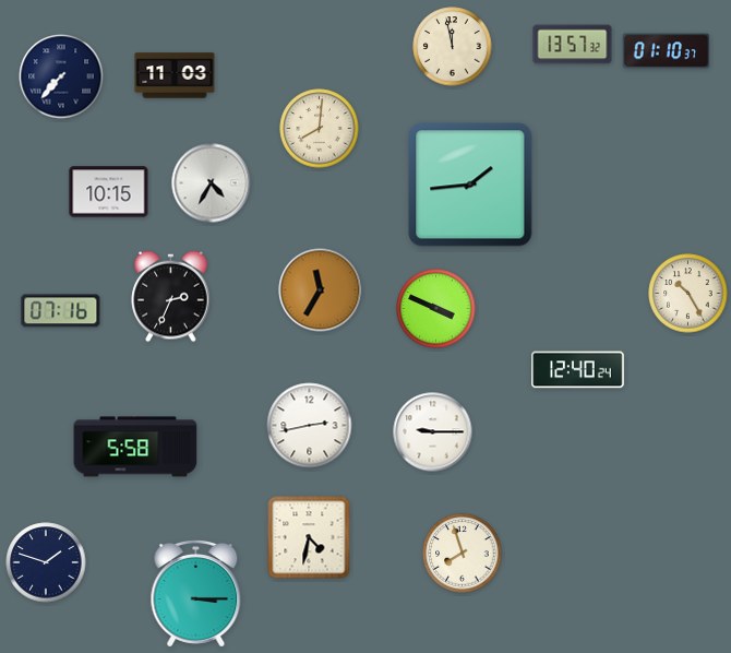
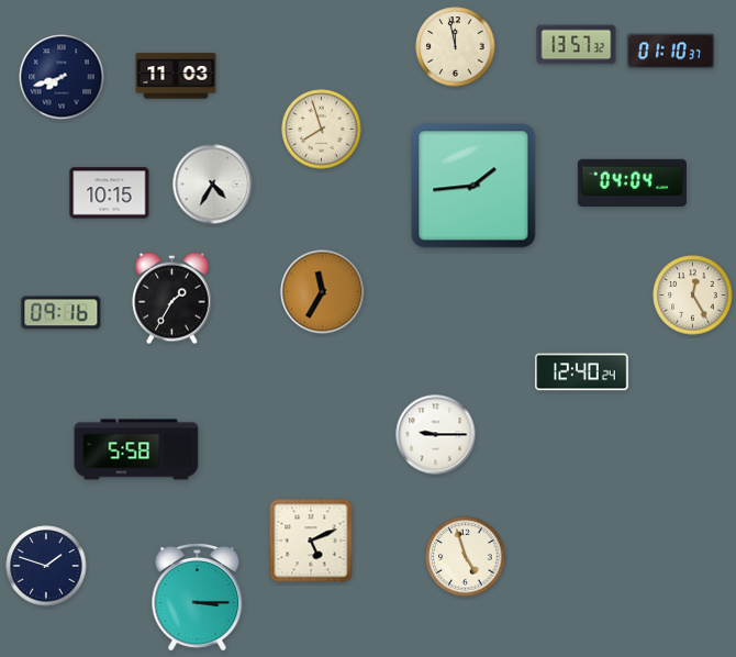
clock at (61, 76): 7:37 -> 7:42
clock at (320, 129): 8:01 -> 7:57
clock at (632, 182): none -> 04:04
clock at (688, 294): 10:25 -> 12:25
clock at (171, 297): 2:34 -> 1:35
clock at (436, 309): 3:49 -> none
clock at (61, 311): 07:16 -> 09:16
clock at (310, 426): 2:43 -> none
clock at (309, 537): 4:32 -> 5:11
clock at (463, 554): 7:57 -> 4:57
